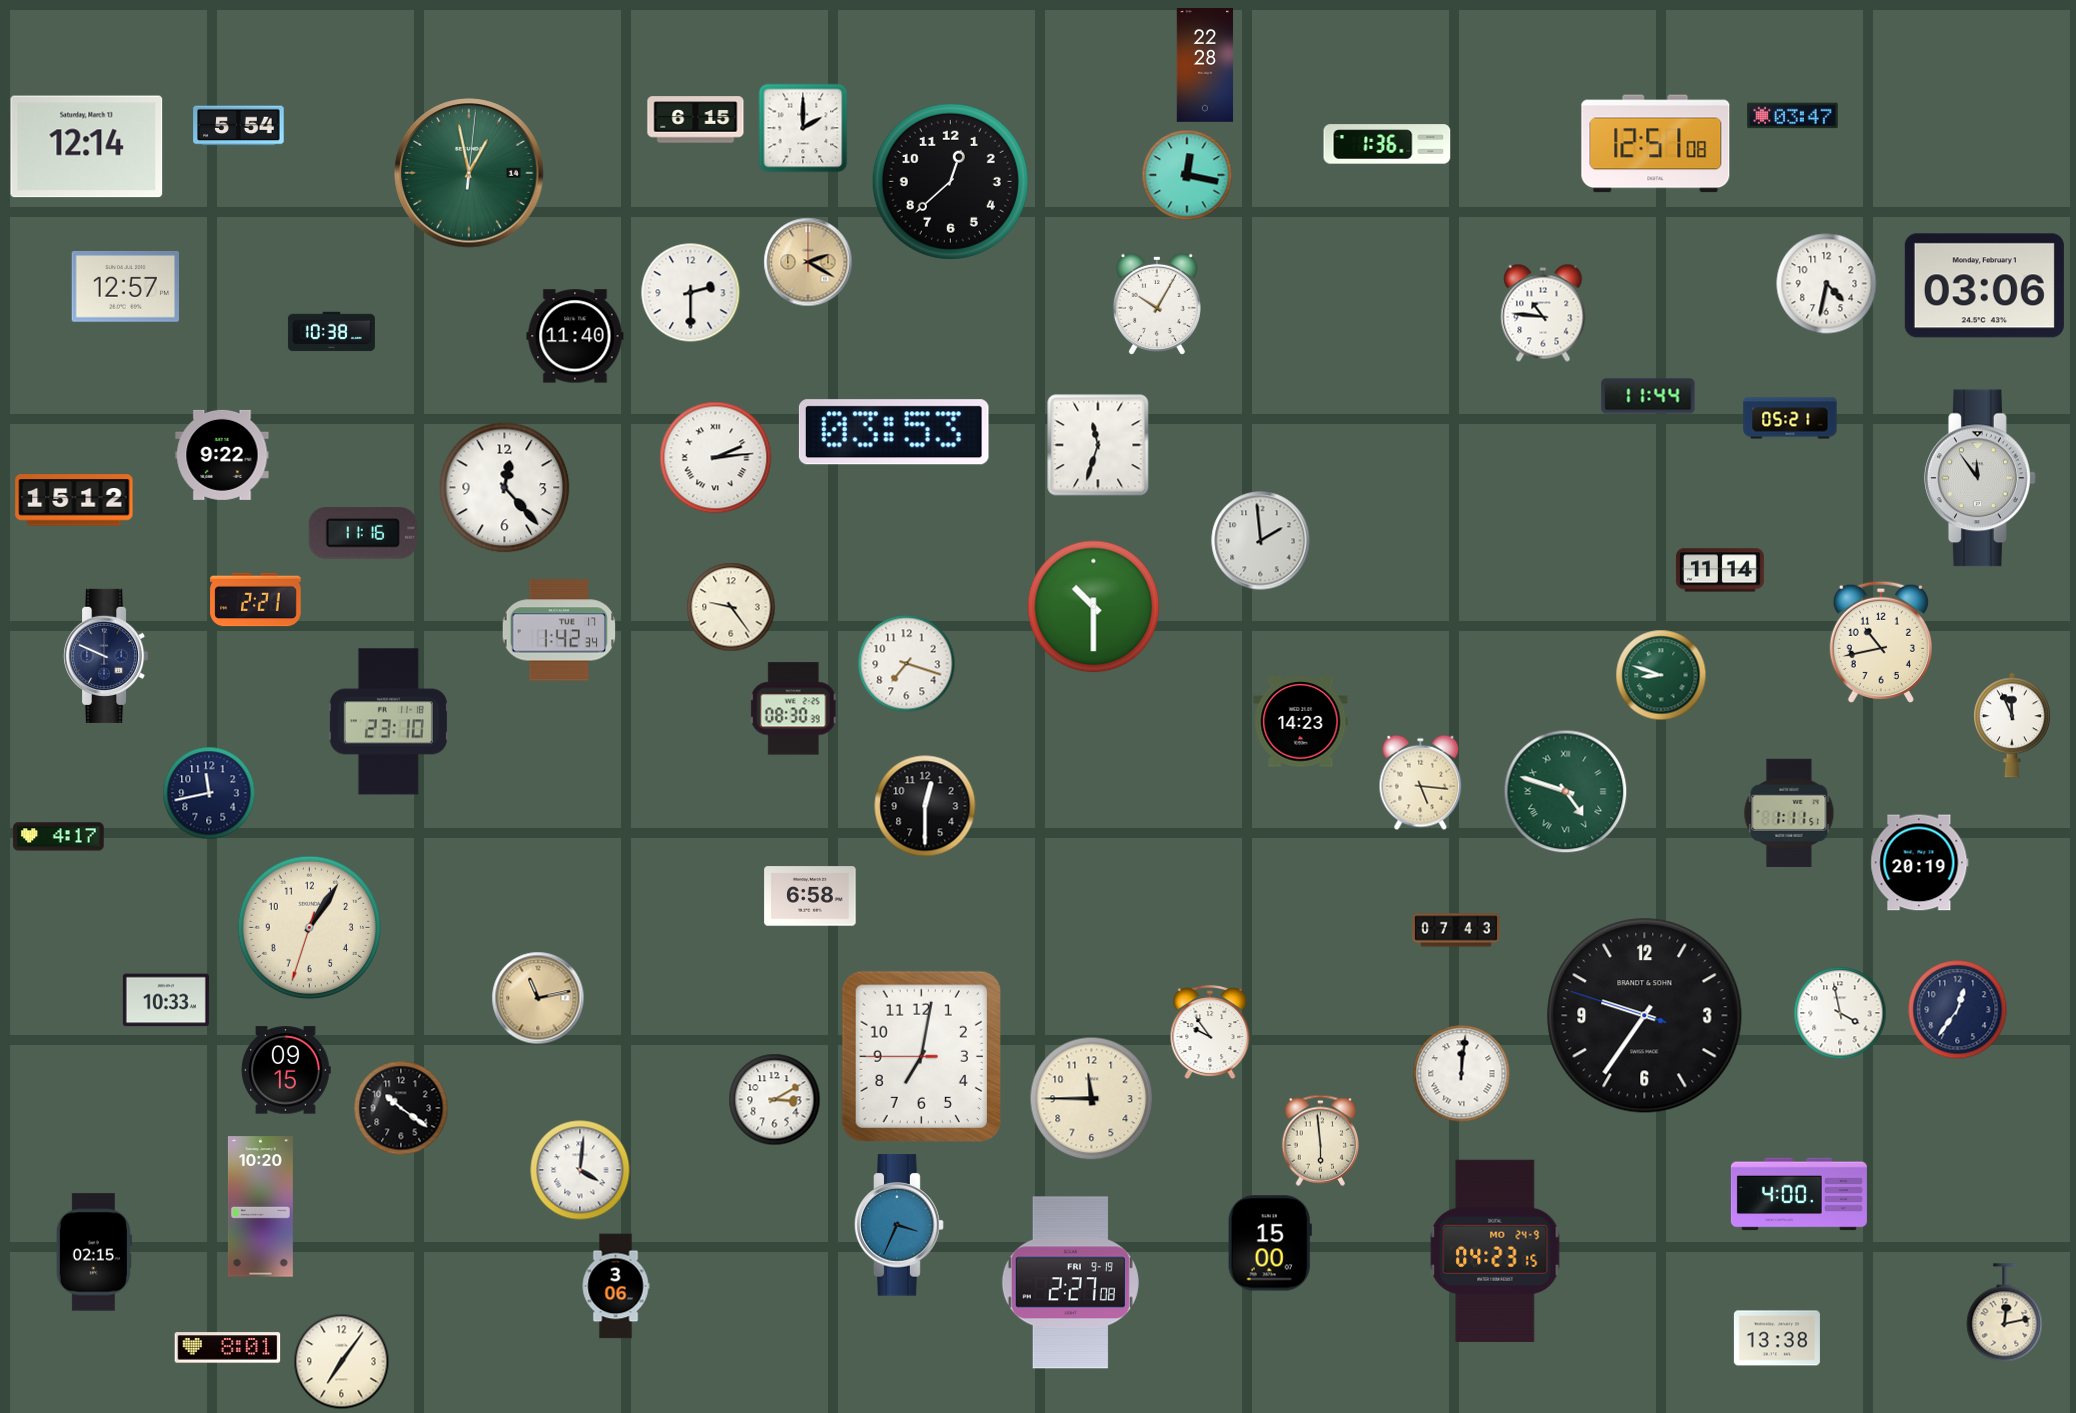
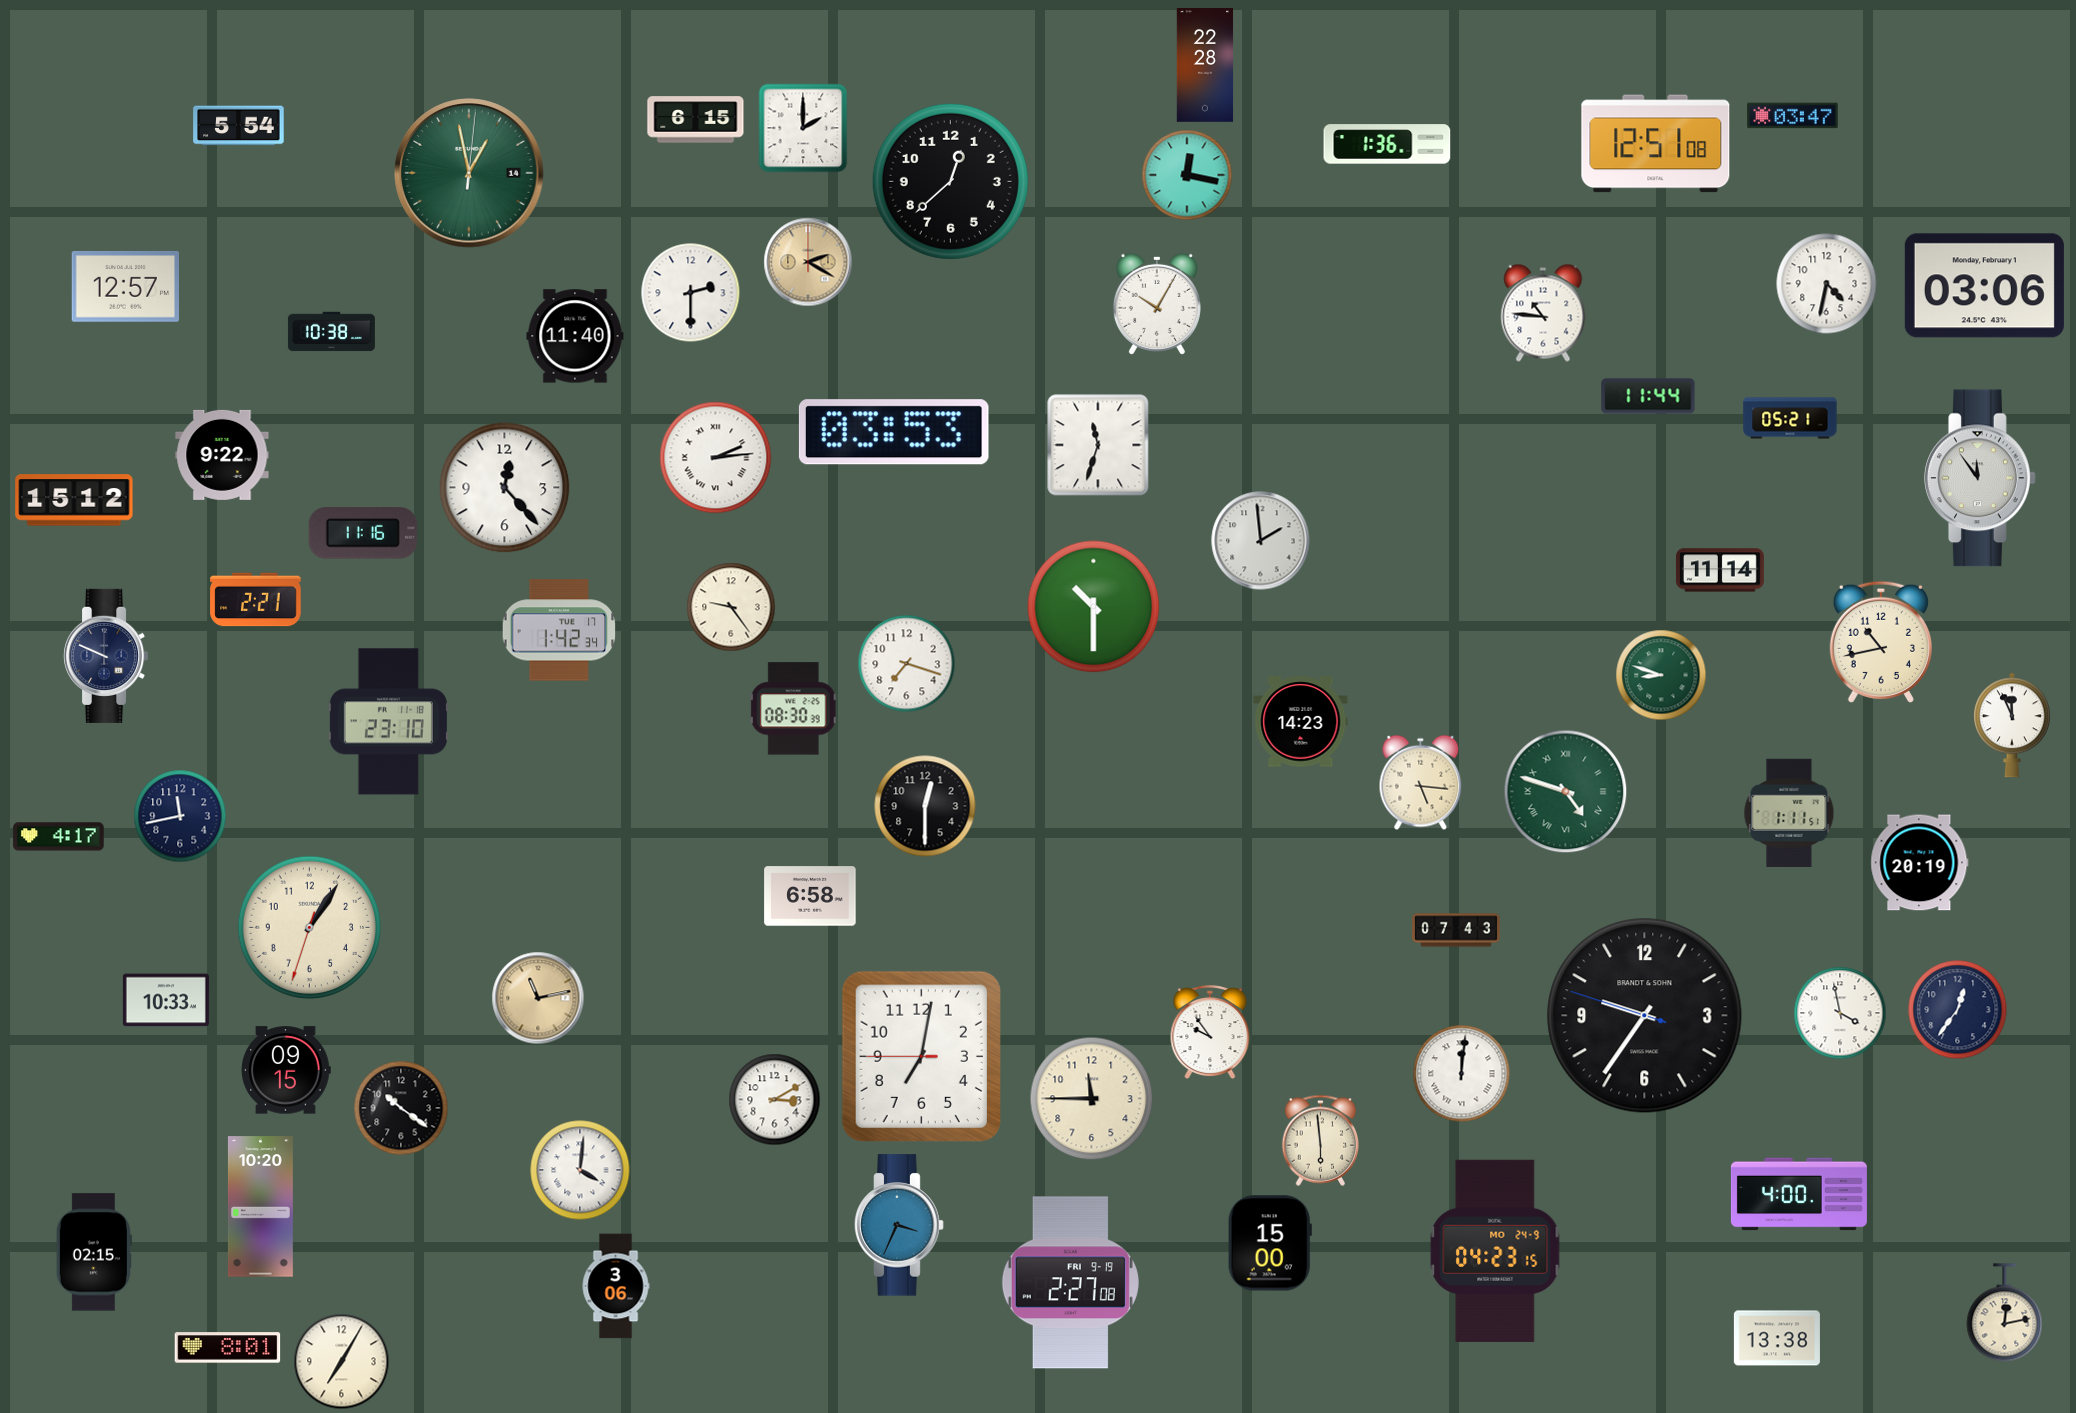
clock at (87, 147): 12:14 -> none
clock at (209, 793) position: (209, 793) -> (180, 816)
clock at (342, 1362): 7:06 -> 7:05
